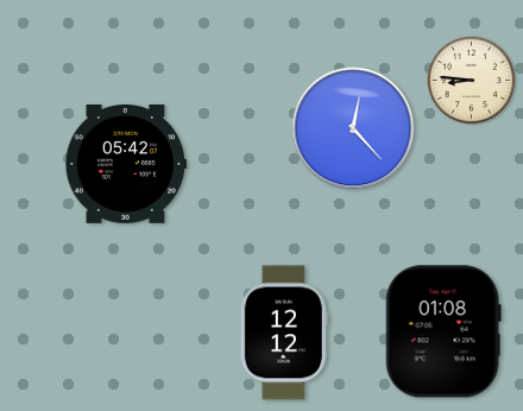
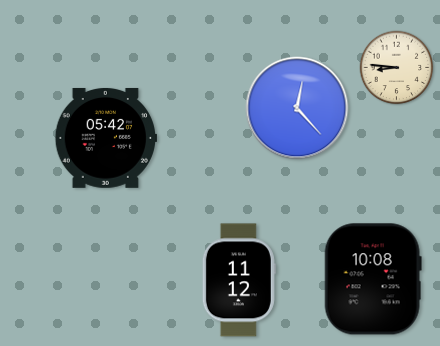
clock at (443, 331): 01:08 -> 10:08
clock at (284, 333): 12:12 -> 11:12
